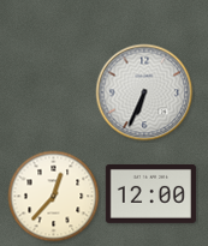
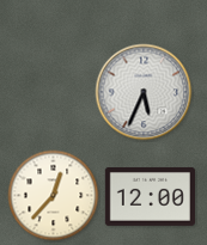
clock at (144, 92): 6:34 -> 5:34
clock at (150, 193) position: (150, 193) -> (150, 196)
